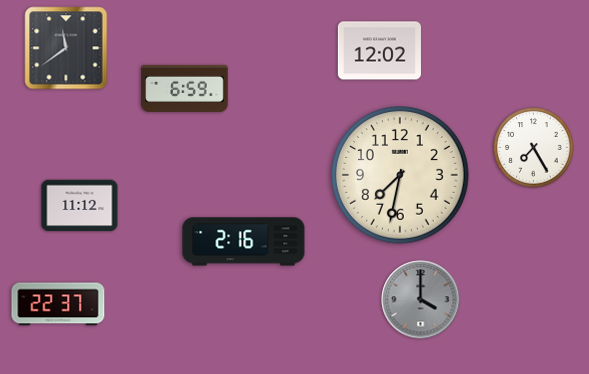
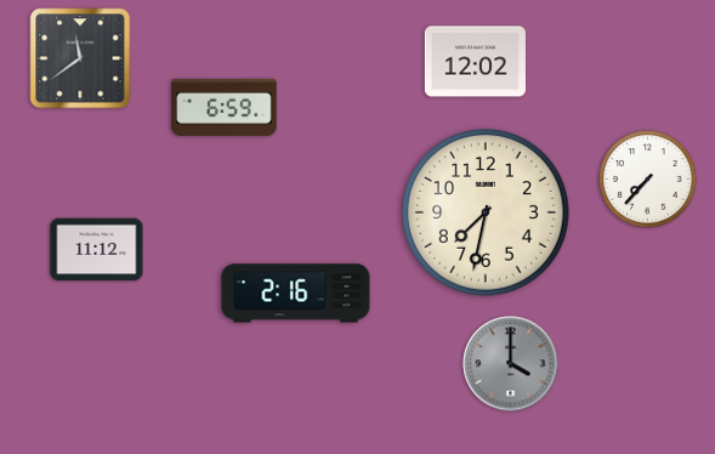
clock at (379, 51) position: (379, 51) -> (475, 62)
clock at (534, 148): 7:25 -> 7:37
clock at (58, 304): 22:37 -> none
